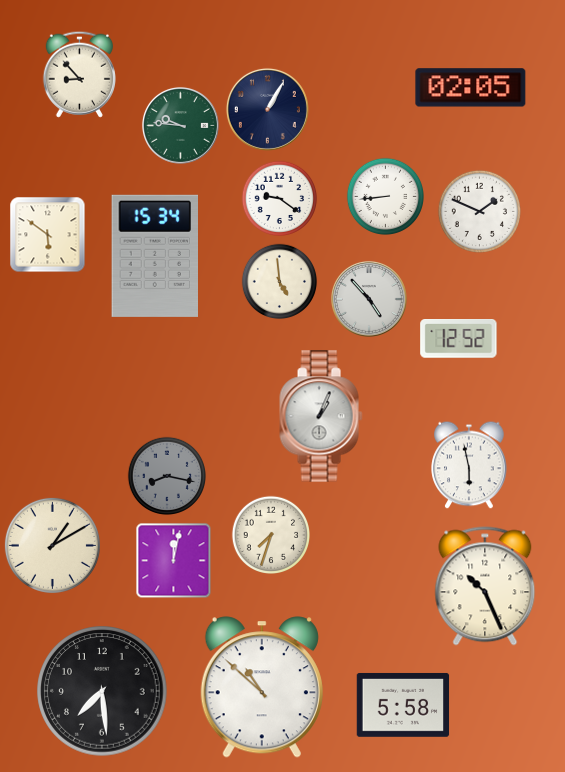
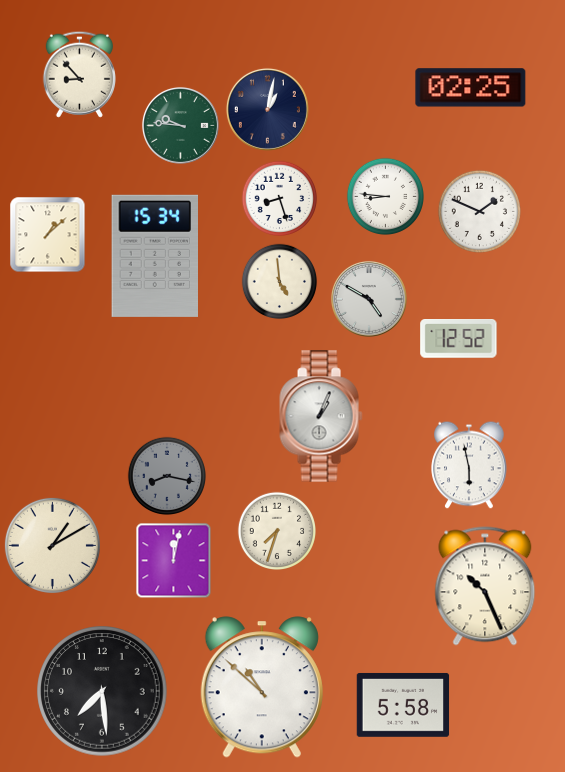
clock at (471, 88): 02:05 -> 02:25
clock at (267, 109): 1:05 -> 1:02
clock at (385, 196): 8:44 -> 8:46
clock at (280, 199): 9:21 -> 8:27
clock at (48, 235): 5:51 -> 1:08
clock at (369, 299): 4:53 -> 4:50
clock at (270, 534) position: (270, 534) -> (276, 530)
